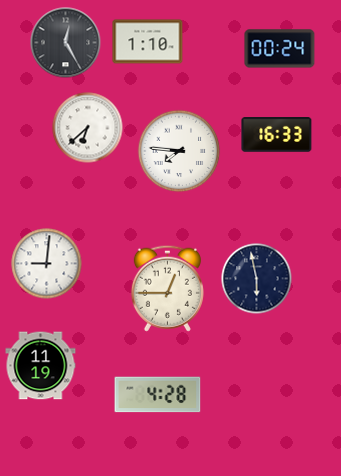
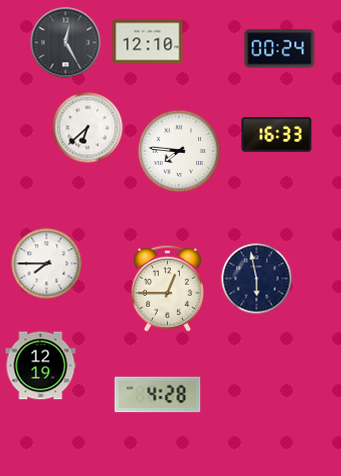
clock at (148, 42): 1:10 -> 12:10
clock at (47, 264): 9:01 -> 7:45
clock at (41, 366): 11:19 -> 12:19
